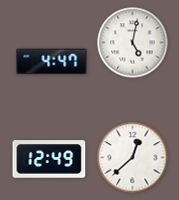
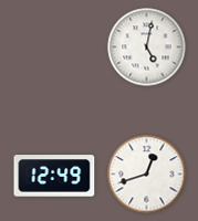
clock at (52, 62): 4:47 -> none
clock at (133, 158): 12:38 -> 12:42
